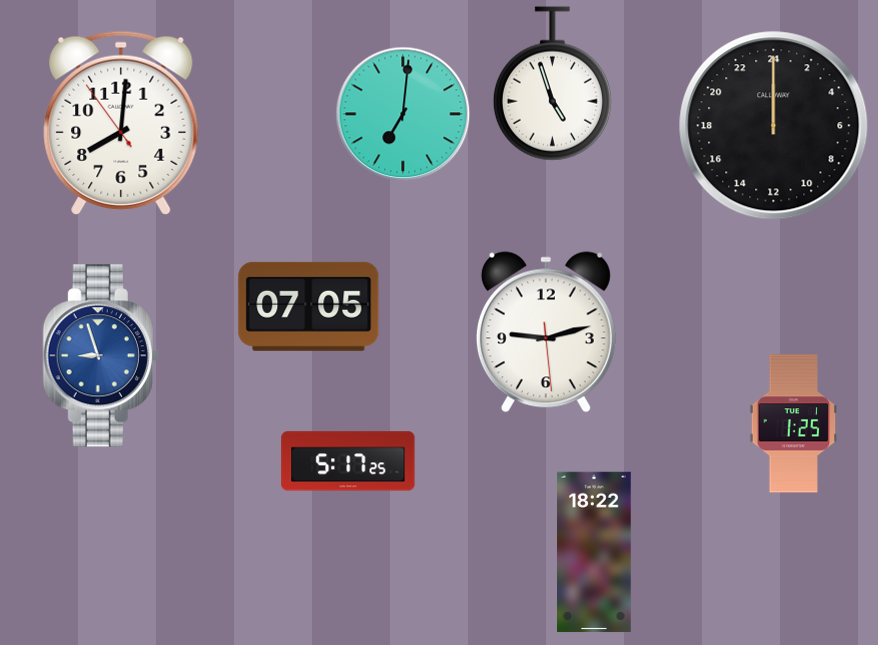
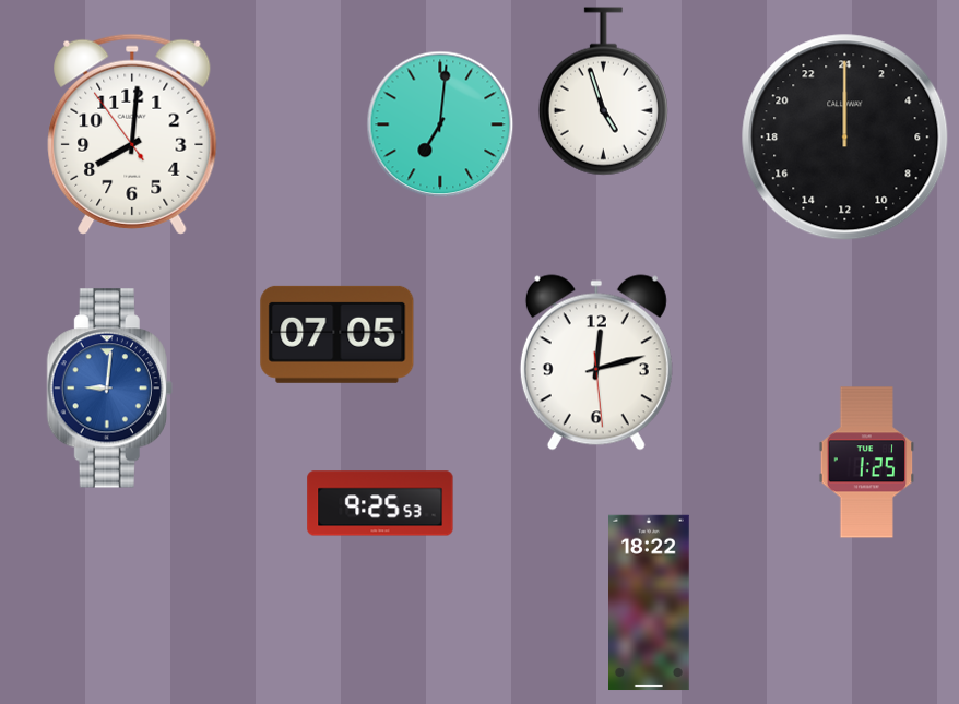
clock at (546, 332): 9:12 -> 12:12
clock at (100, 356): 8:57 -> 9:01
clock at (348, 461): 5:17 -> 9:25
